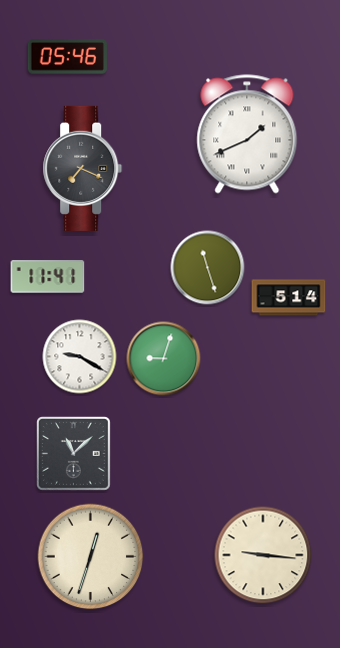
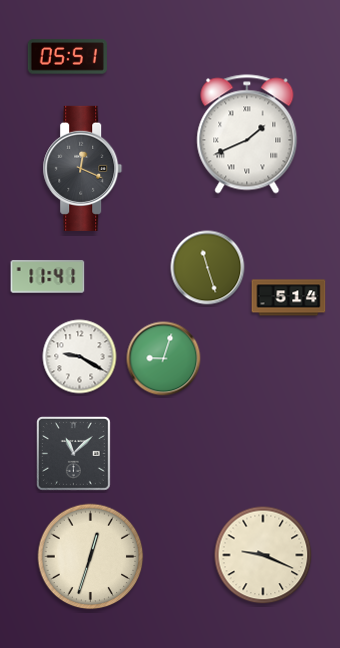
clock at (67, 57): 05:46 -> 05:51
clock at (83, 168): 7:19 -> 12:19
clock at (263, 555): 9:16 -> 9:19
